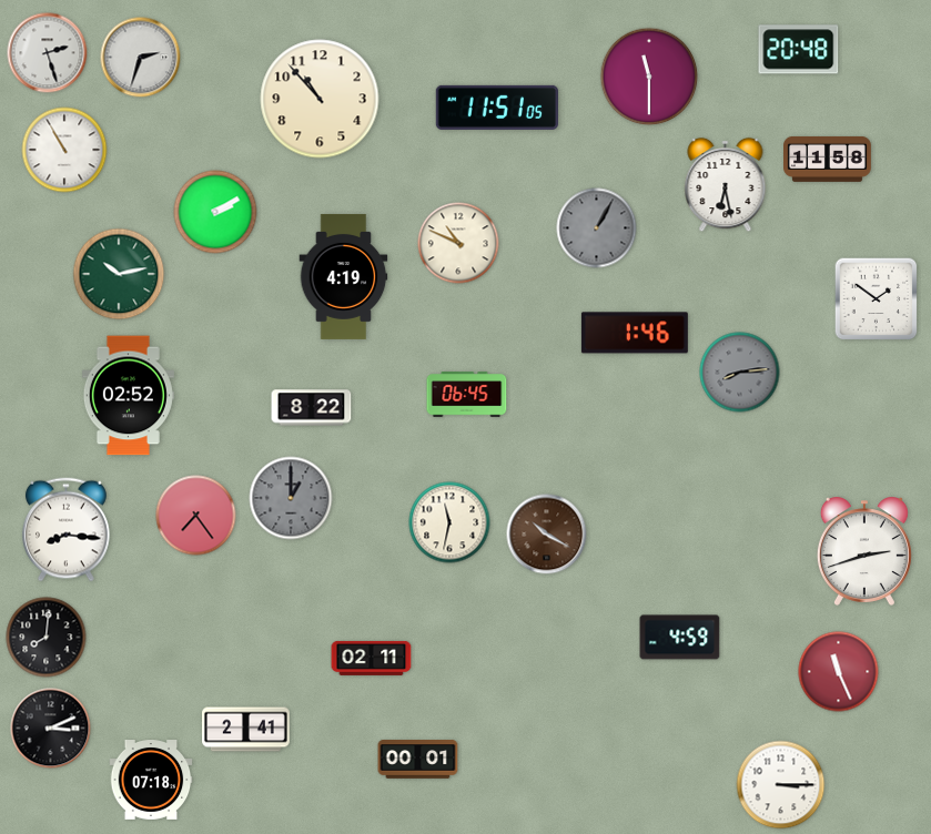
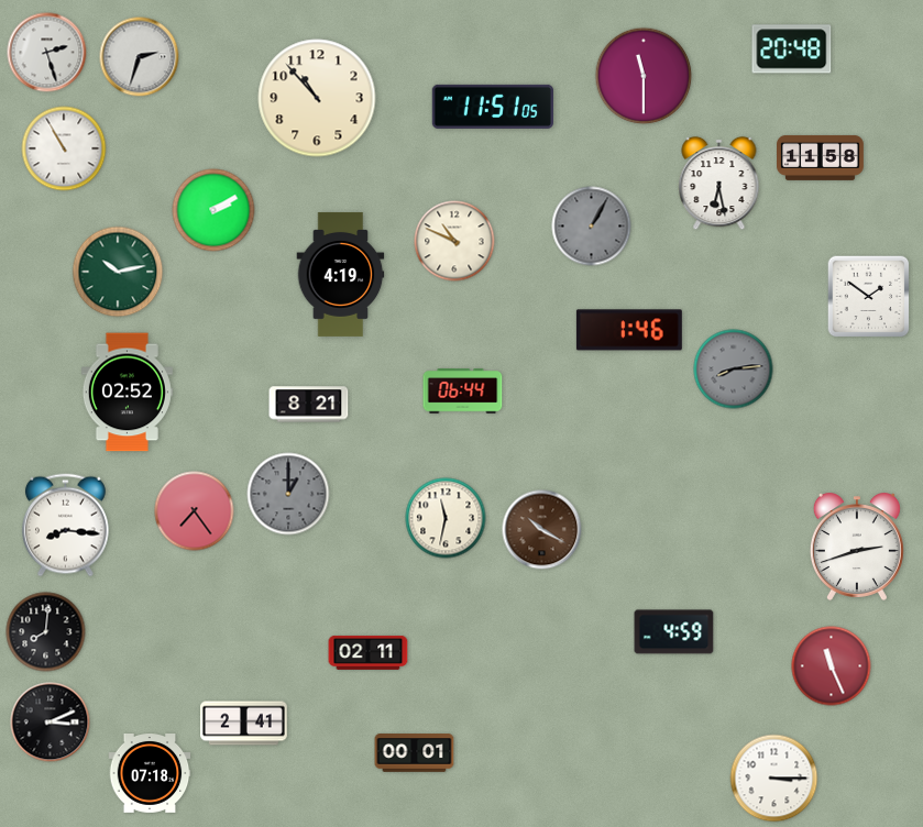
clock at (467, 395): 06:45 -> 06:44
clock at (312, 408): 8:22 -> 8:21
